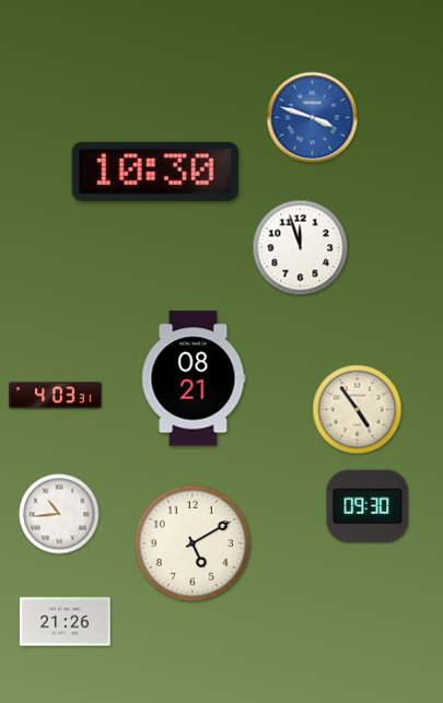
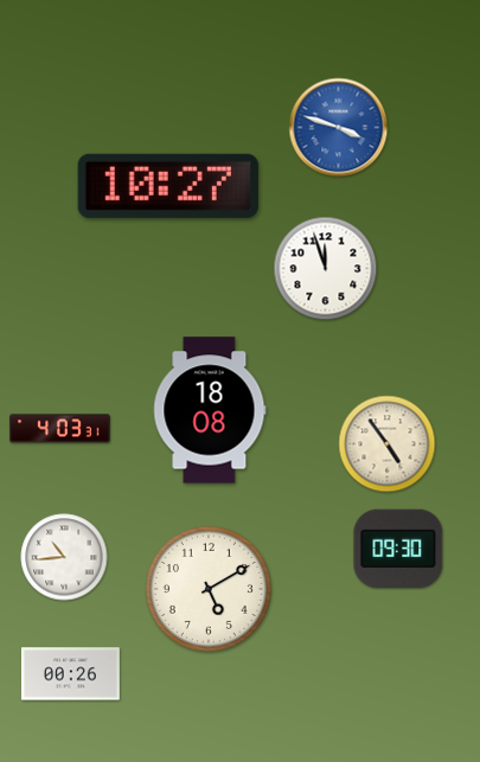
clock at (155, 172): 10:30 -> 10:27
clock at (194, 378): 08:21 -> 18:08
clock at (65, 622): 21:26 -> 00:26
